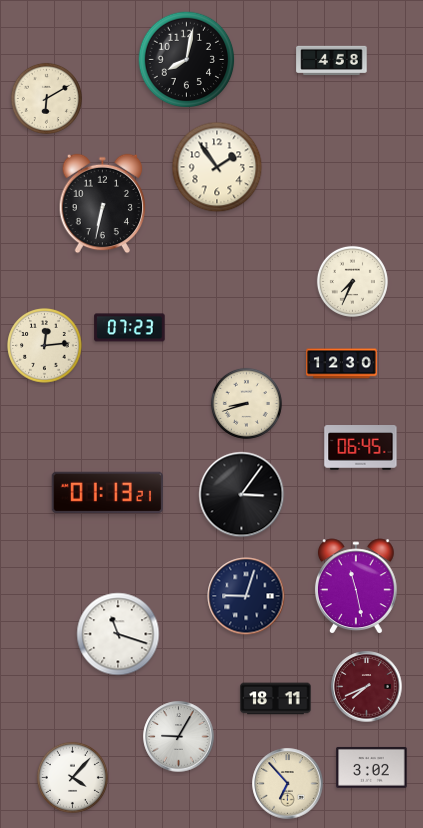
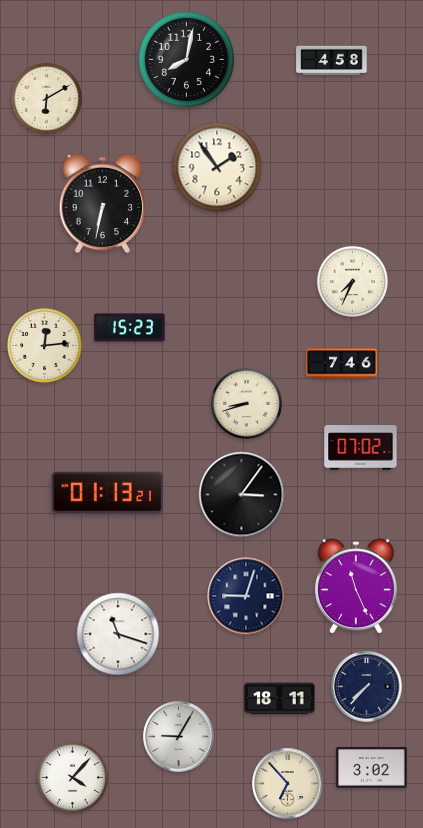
clock at (130, 328): 07:23 -> 15:23
clock at (342, 364): 12:30 -> 7:46
clock at (361, 448): 06:45 -> 07:02
clock at (356, 586): 11:28 -> 11:26
clock at (367, 687): 7:41 -> 7:37
clock at (367, 687) dial: burgundy -> navy
clock at (276, 699) position: (276, 699) -> (280, 699)
